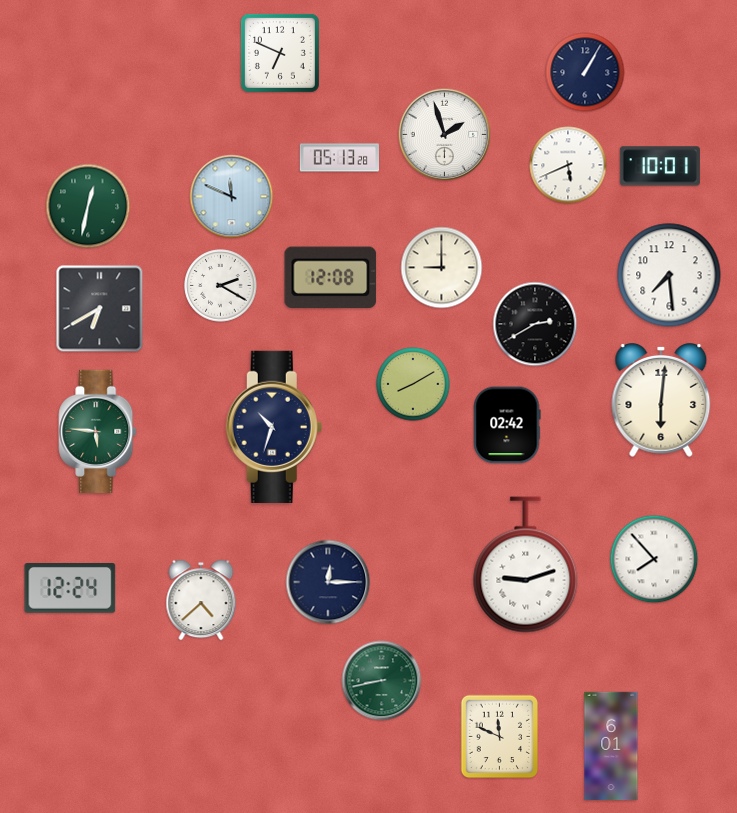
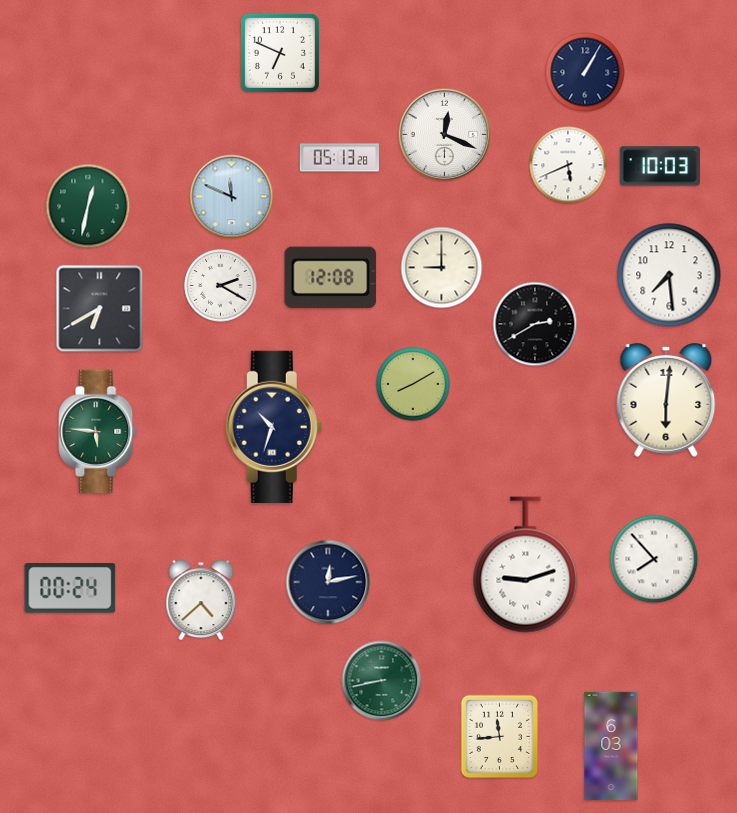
clock at (445, 135): 1:57 -> 12:19
clock at (660, 166): 10:01 -> 10:03
clock at (661, 401) position: (661, 401) -> (666, 401)
clock at (507, 425): 02:42 -> none
clock at (328, 582): 12:15 -> 12:13
clock at (70, 589): 12:24 -> 00:24
clock at (500, 737): 11:49 -> 11:44
clock at (611, 746): 6:01 -> 6:03
